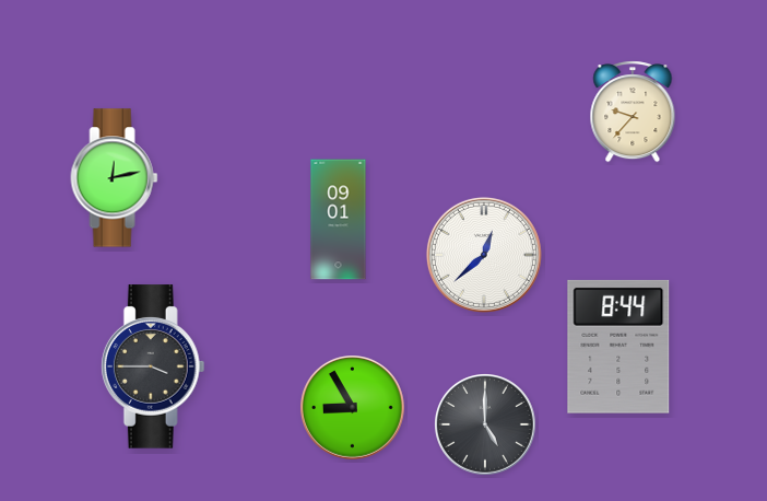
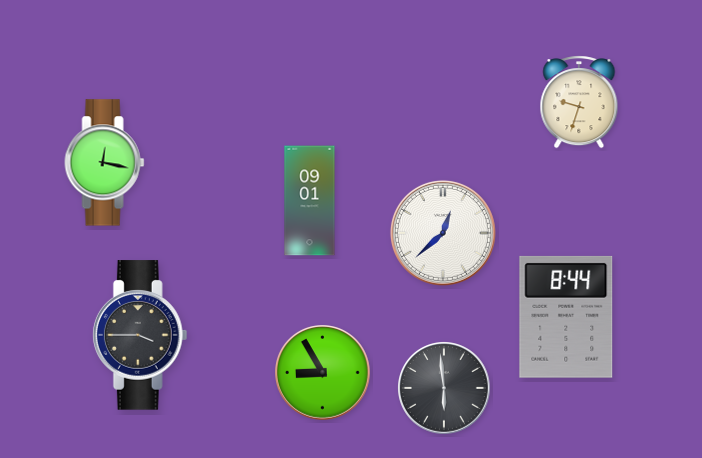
clock at (633, 112): 9:37 -> 9:33
clock at (115, 178): 12:13 -> 12:17
clock at (486, 426): 5:00 -> 5:59
